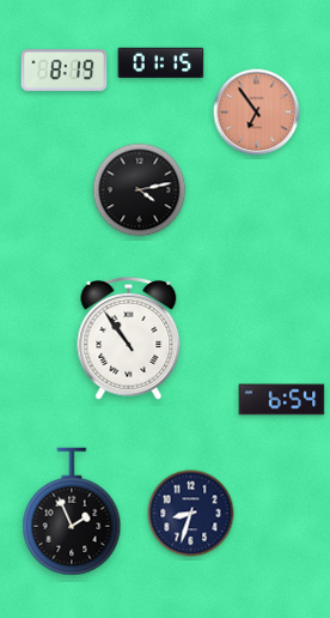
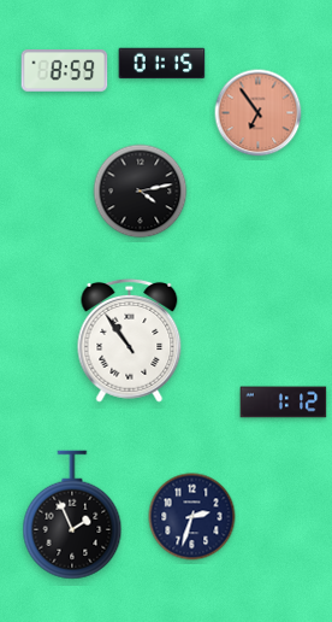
clock at (65, 71): 8:19 -> 8:59
clock at (282, 400): 6:54 -> 1:12
clock at (191, 514): 8:33 -> 2:33
